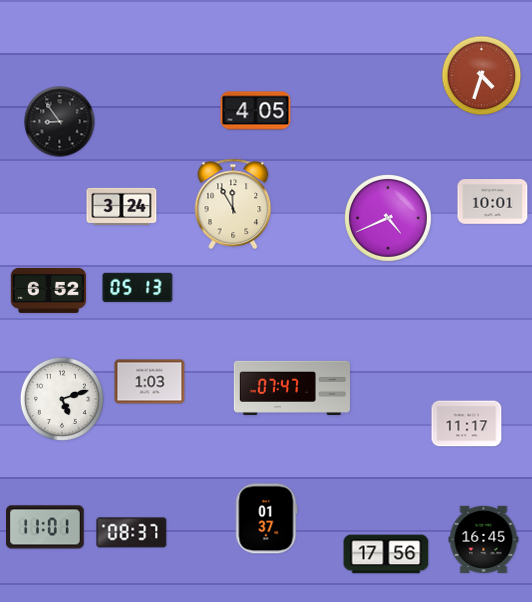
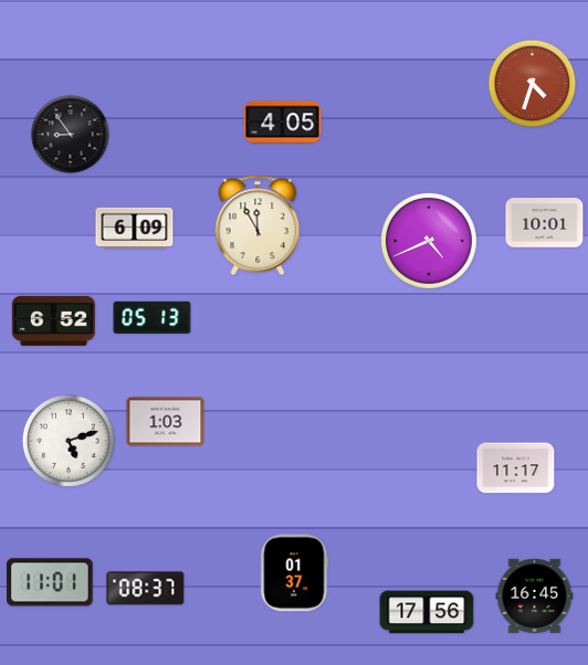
clock at (60, 122) position: (60, 122) -> (71, 135)
clock at (122, 206): 3:24 -> 6:09
clock at (292, 387): 07:47 -> none
